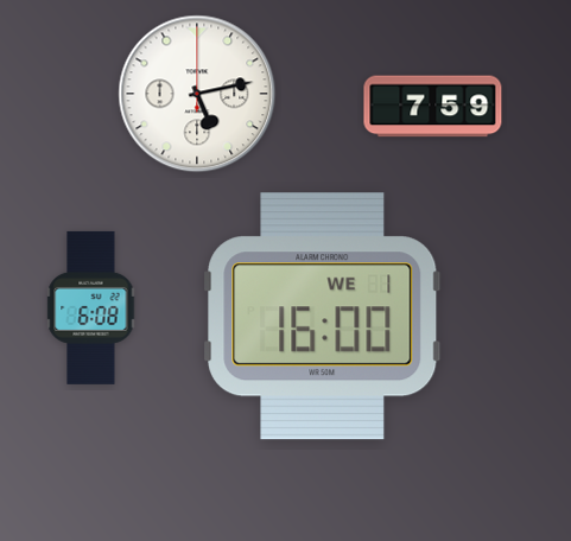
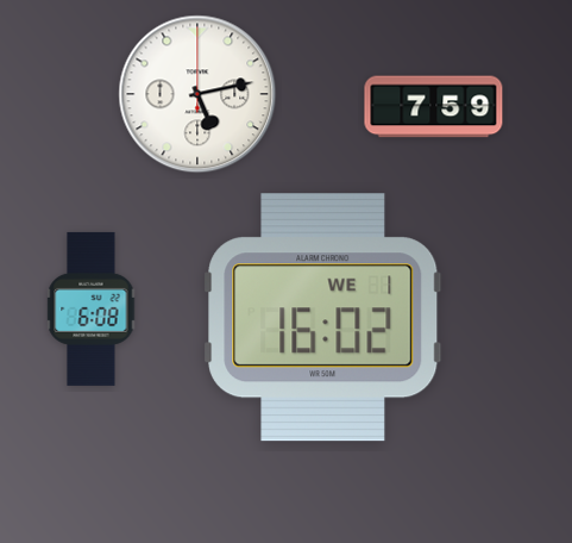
clock at (323, 317): 16:00 -> 16:02
